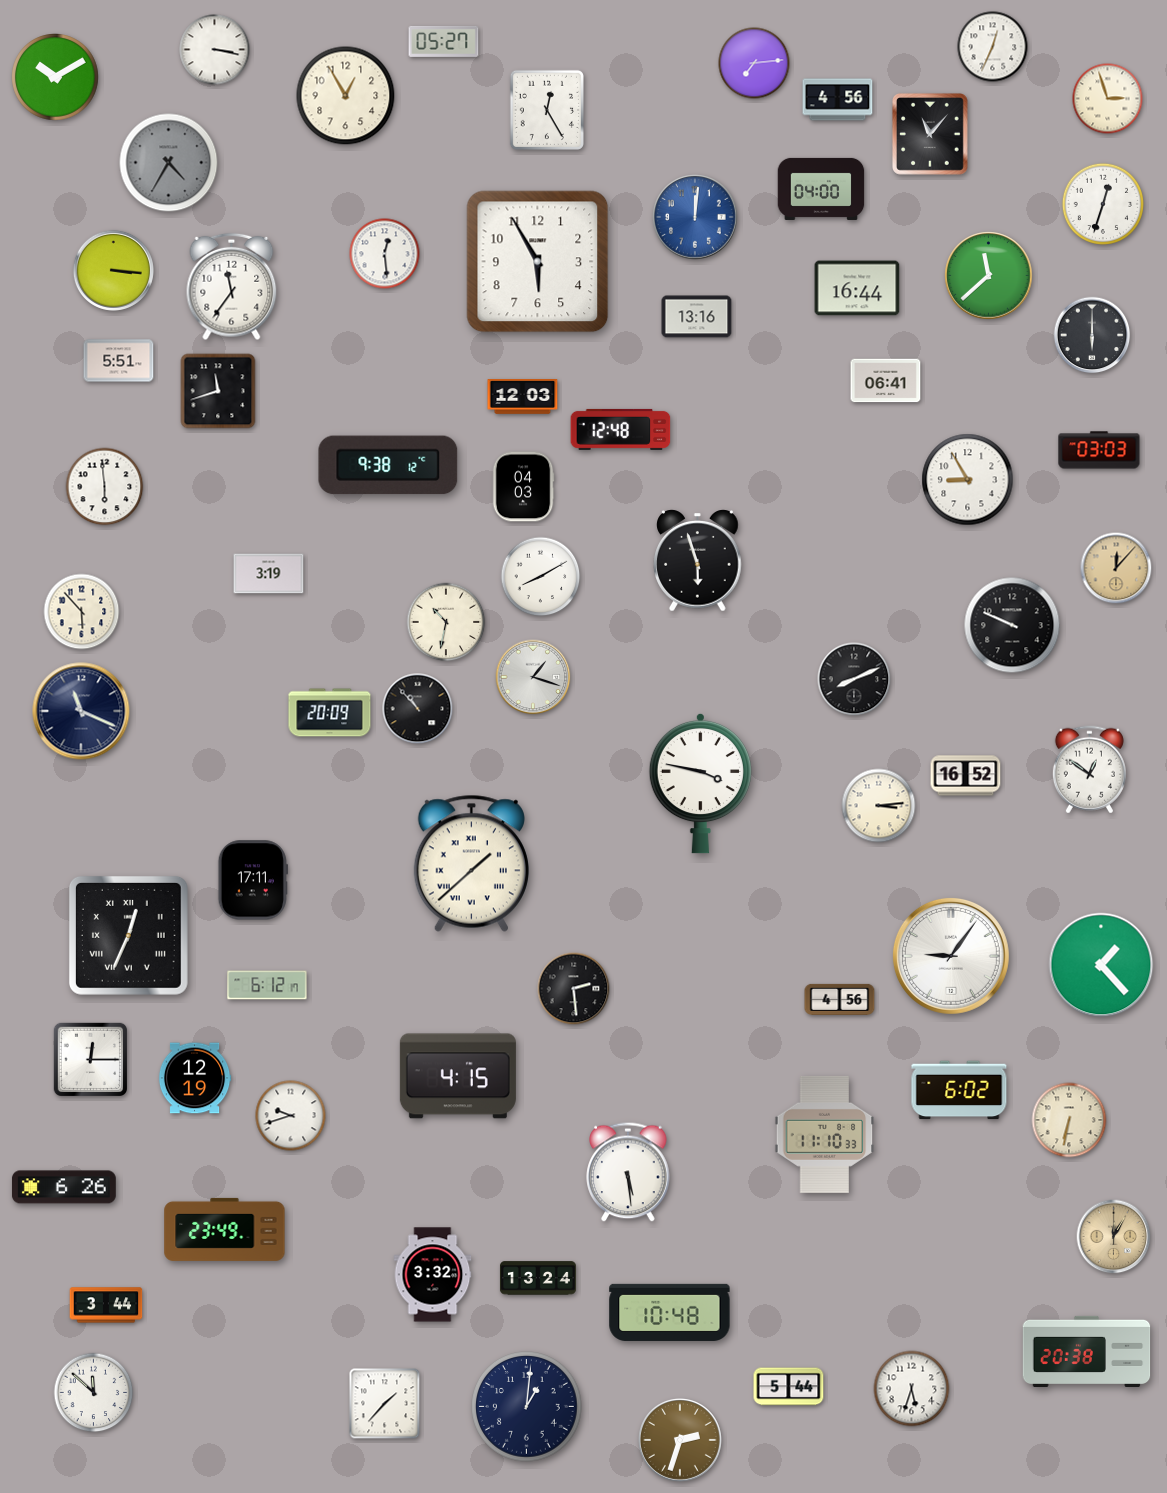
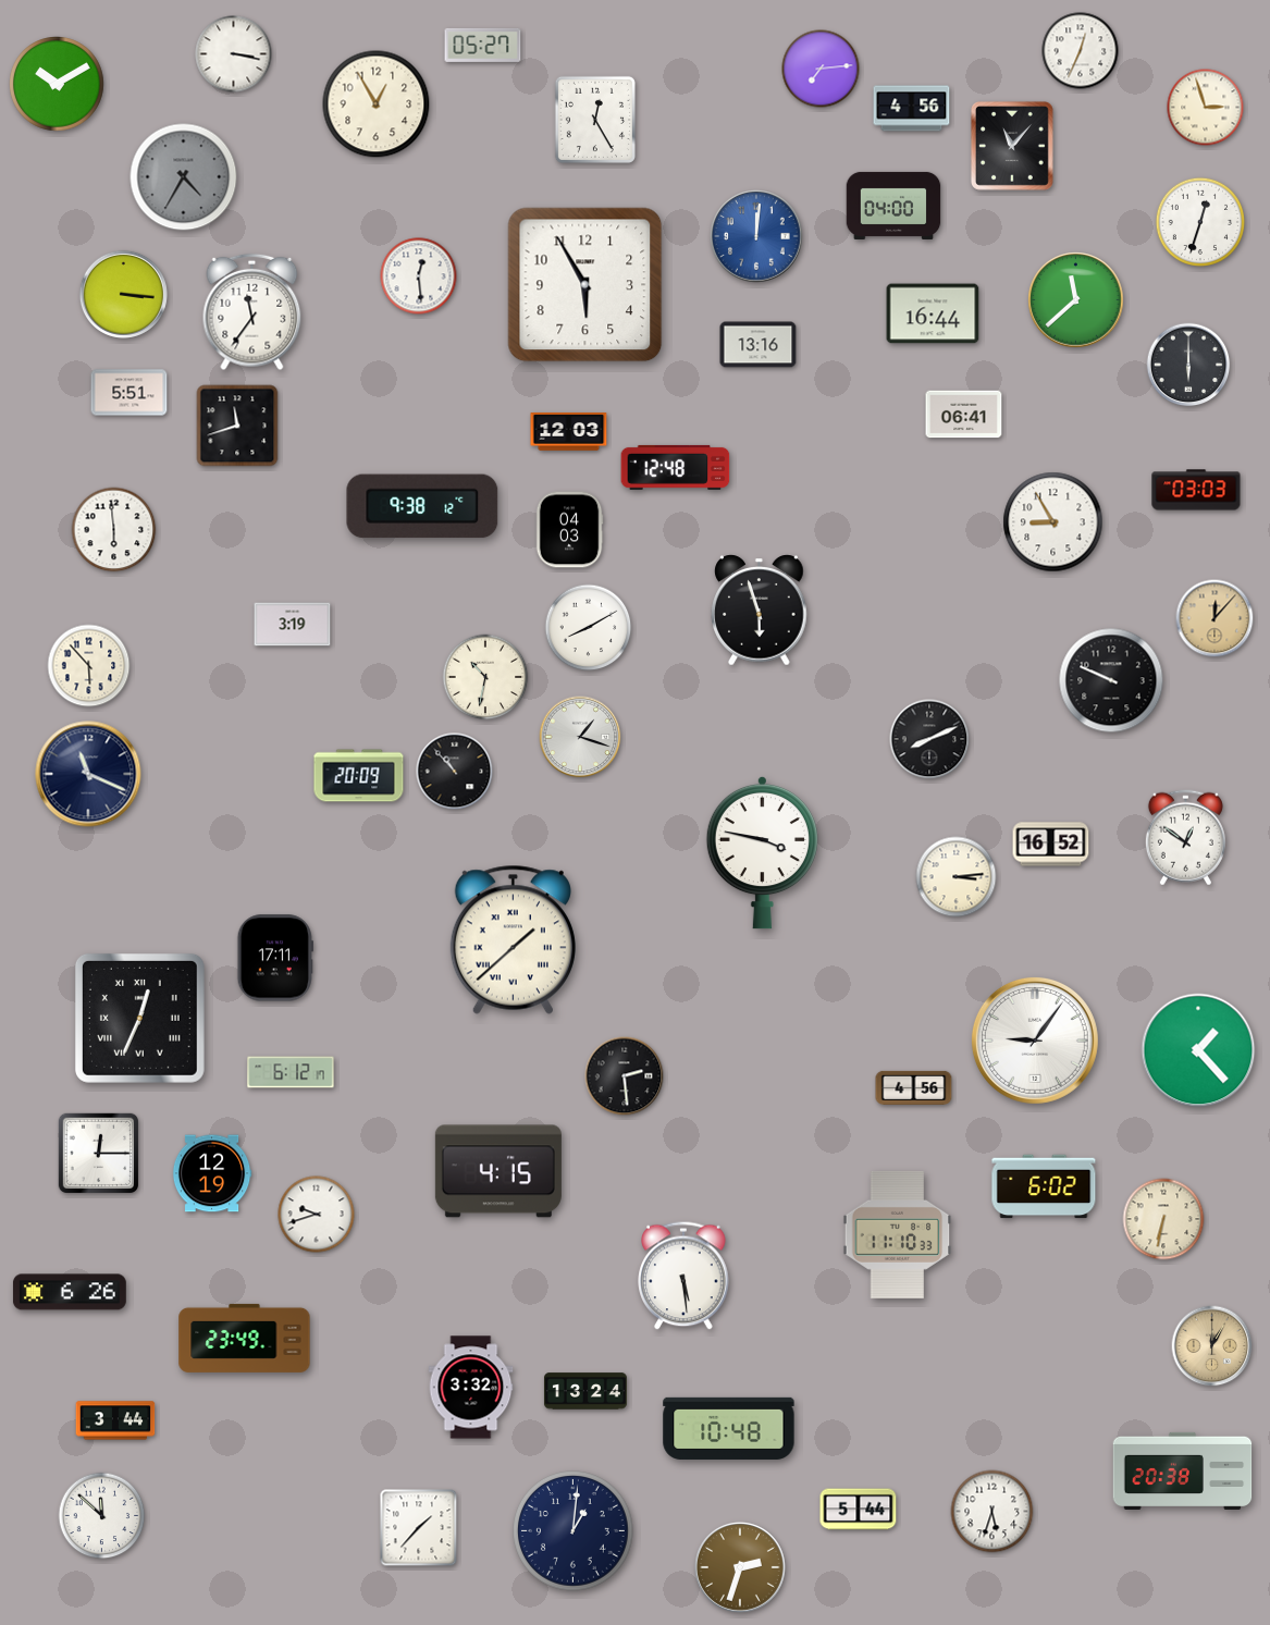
clock at (55, 77) position: (55, 77) -> (57, 84)
clock at (1012, 625) position: (1012, 625) -> (1111, 680)
